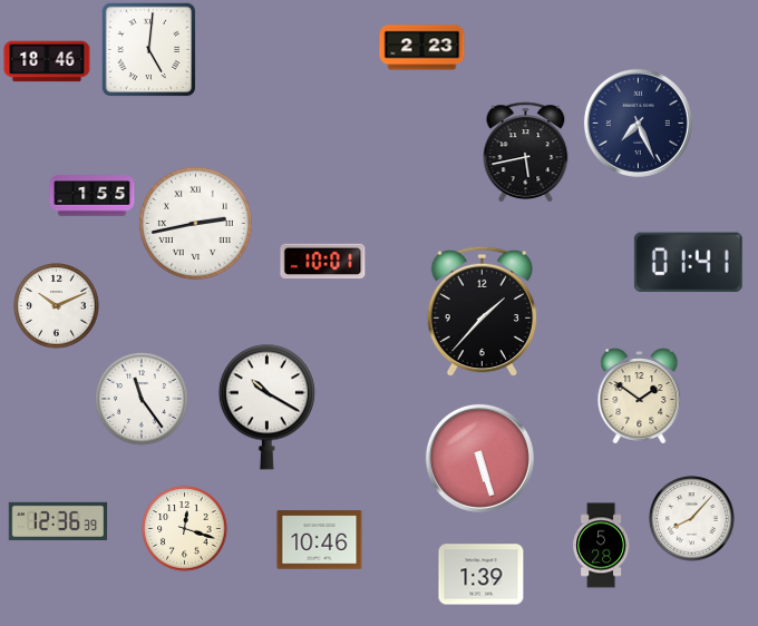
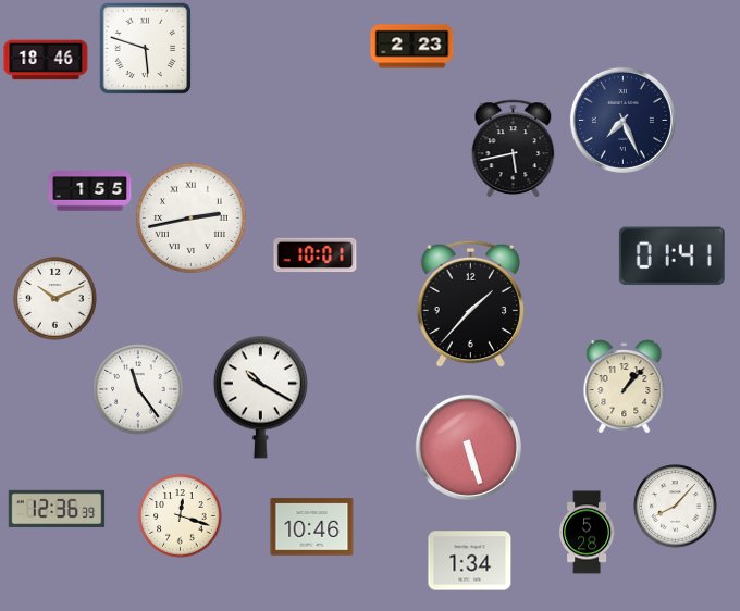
clock at (148, 49): 5:01 -> 5:48
clock at (640, 397): 1:51 -> 1:07
clock at (482, 575): 1:39 -> 1:34
